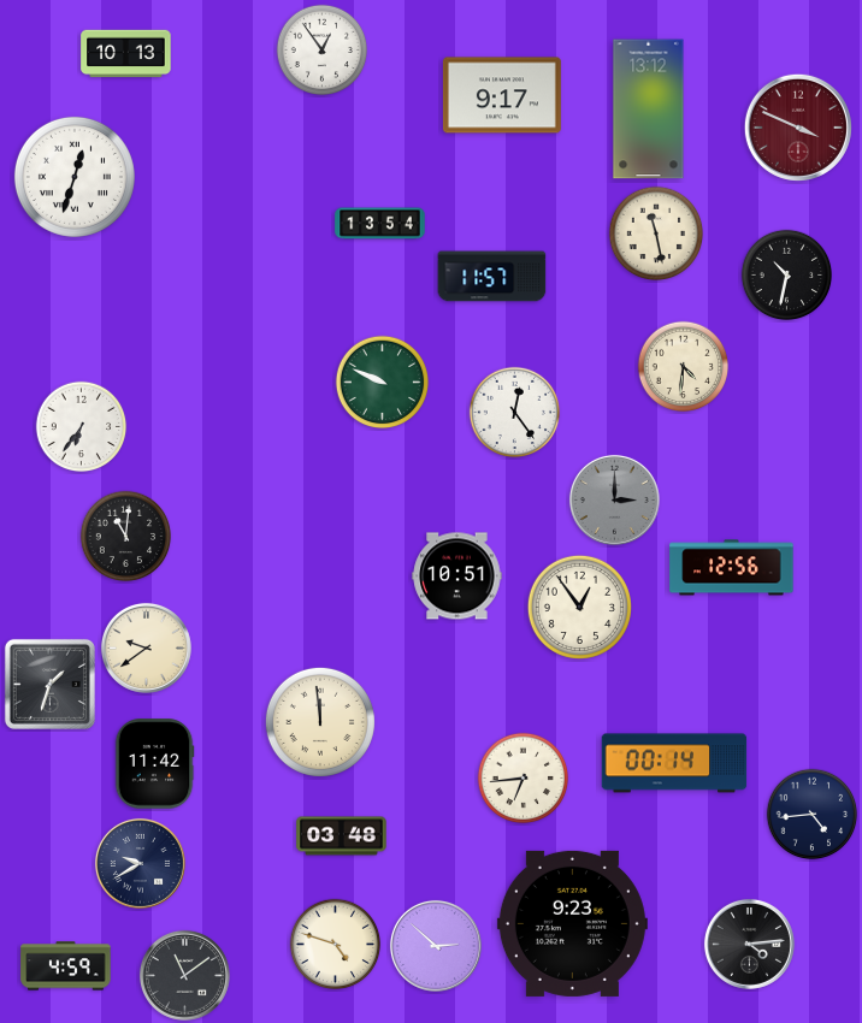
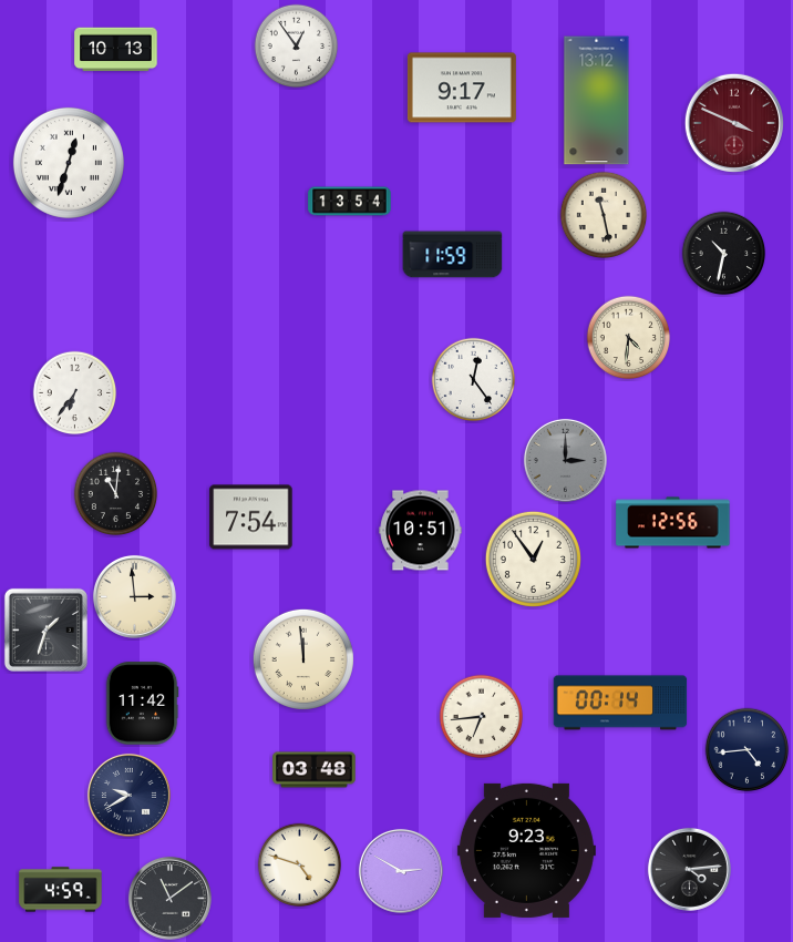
clock at (798, 128) position: (798, 128) -> (734, 123)
clock at (380, 224) position: (380, 224) -> (350, 202)
clock at (492, 277): 11:57 -> 11:59
clock at (383, 383): 9:49 -> none
clock at (251, 518): none -> 7:54
clock at (146, 647): 9:39 -> 2:59
clock at (320, 722) position: (320, 722) -> (303, 659)
clock at (336, 945) position: (336, 945) -> (300, 866)
clock at (436, 946): 2:52 -> 2:50
